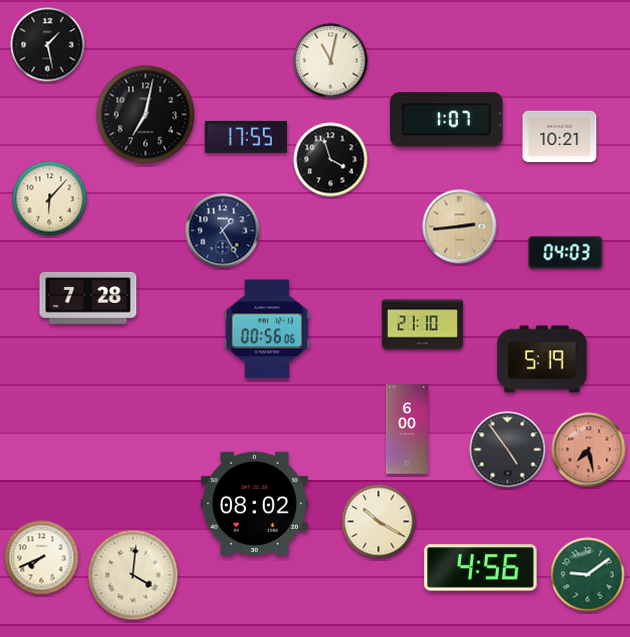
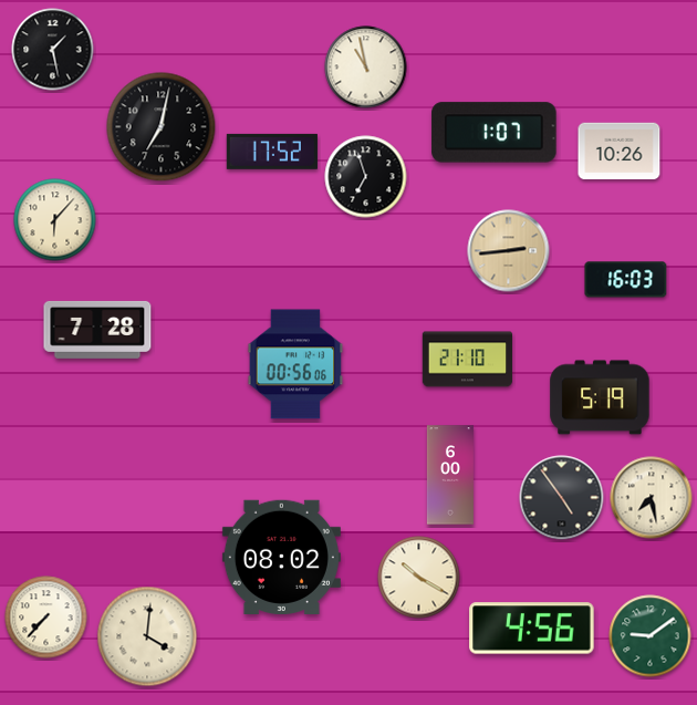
clock at (331, 61): 11:02 -> 10:58
clock at (246, 137): 17:55 -> 17:52
clock at (560, 137): 10:21 -> 10:26
clock at (331, 160): 3:57 -> 6:57
clock at (223, 231): 1:25 -> none
clock at (566, 253): 04:03 -> 16:03
clock at (589, 450) dial: salmon -> cream
clock at (42, 558): 7:41 -> 7:37
